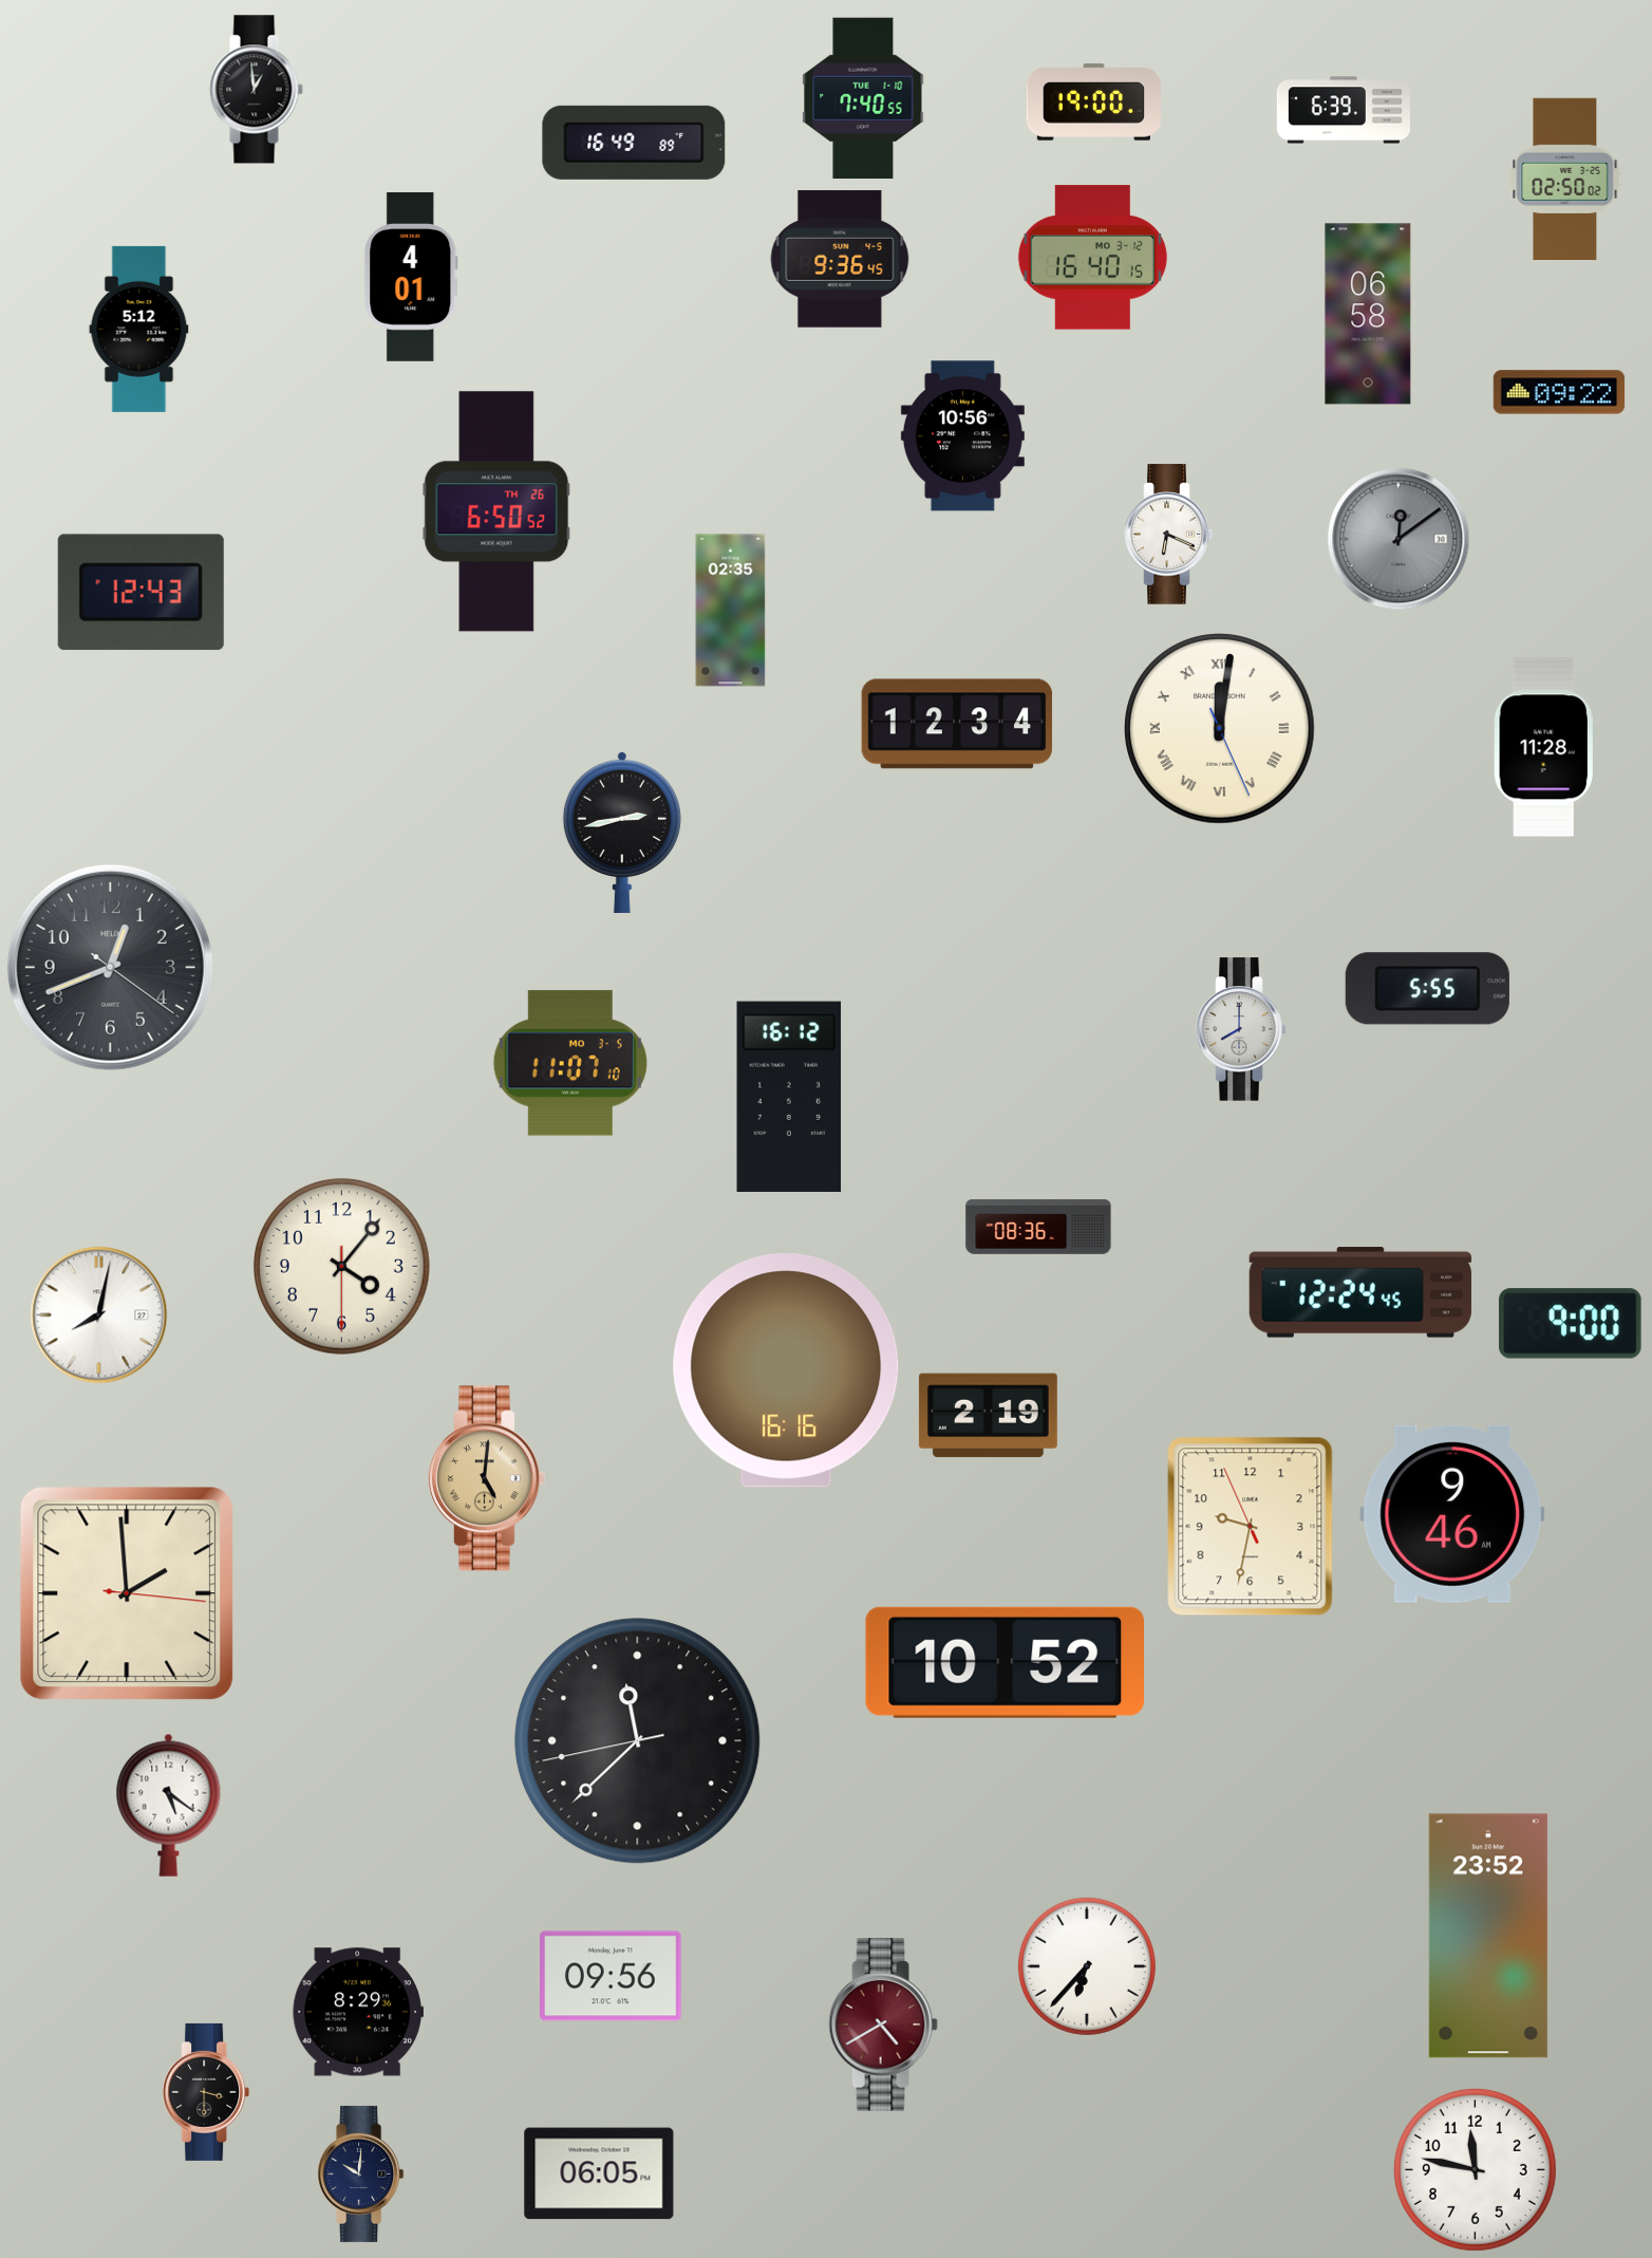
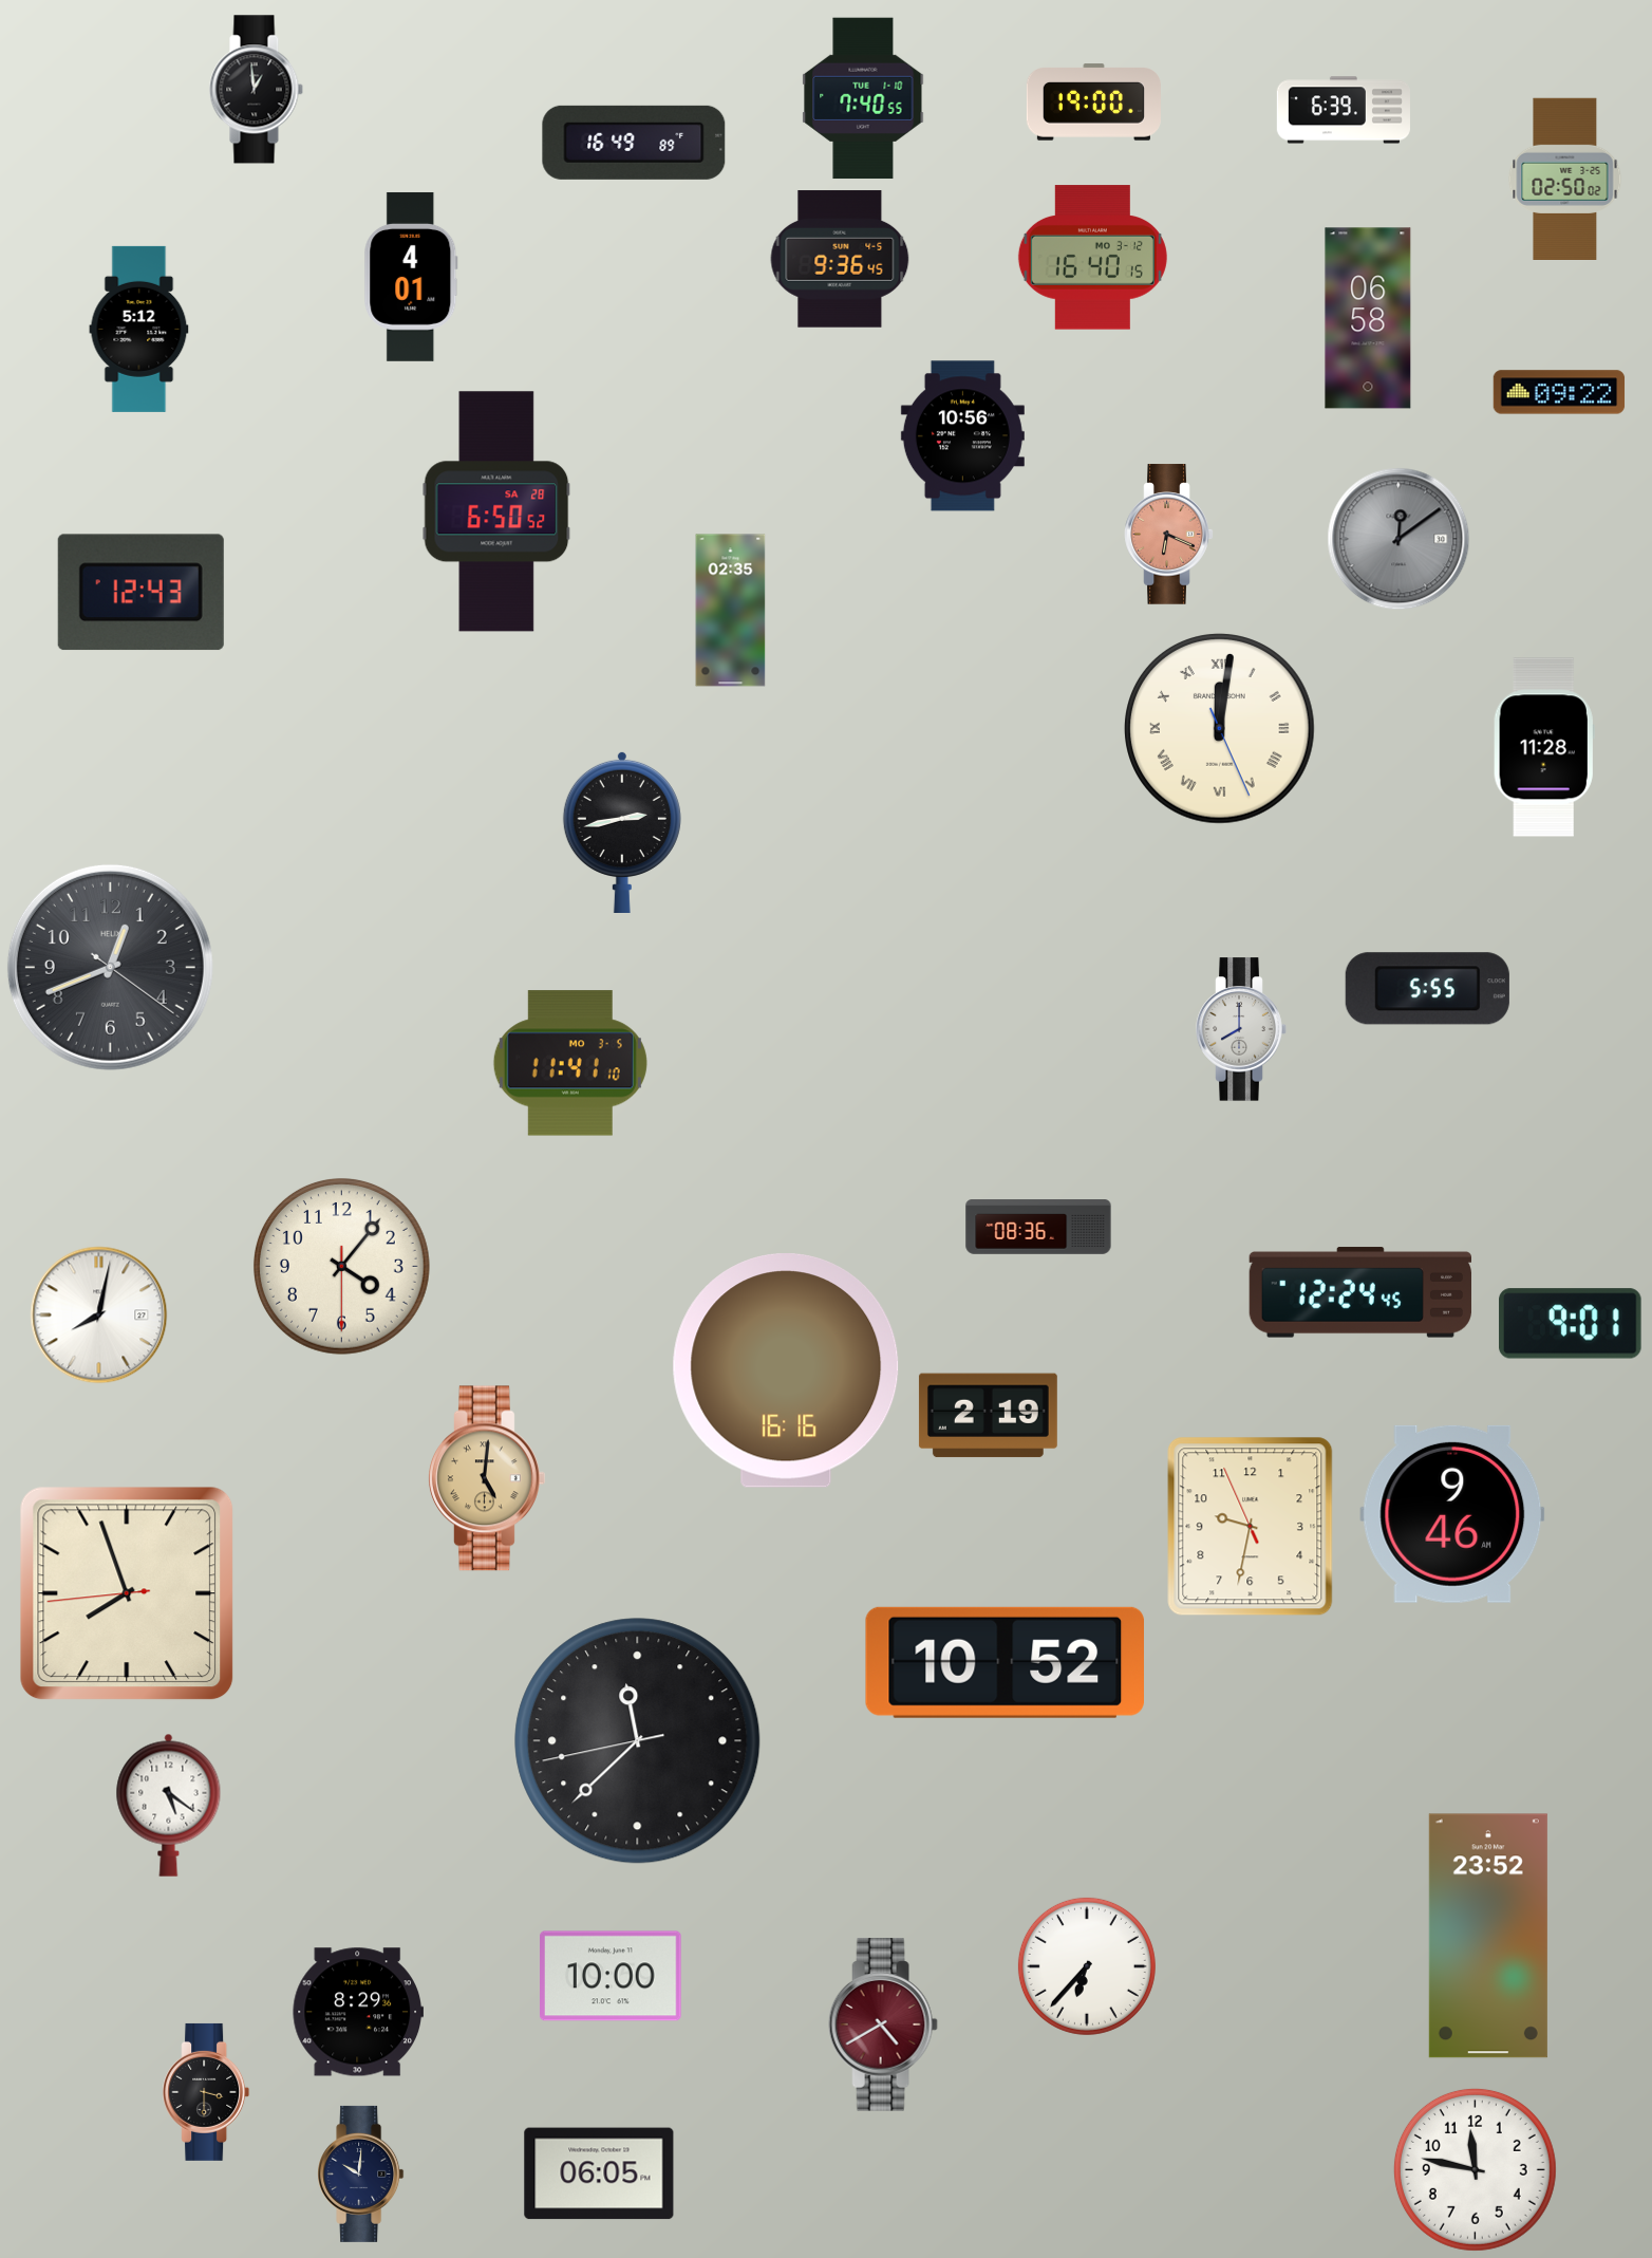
clock at (1368, 314) position: (1368, 314) -> (1368, 318)
clock at (496, 511) date: TH 26 -> SA 28
clock at (1169, 535) dial: white -> salmon
clock at (957, 724): 12:34 -> none
clock at (570, 1063): 11:07 -> 11:41
clock at (789, 1097): 16:12 -> none
clock at (1571, 1324): 9:00 -> 9:01
clock at (127, 1593): 1:59 -> 7:56
clock at (612, 1976): 09:56 -> 10:00
